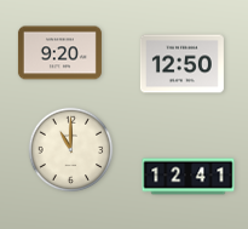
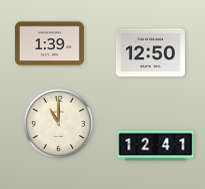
clock at (59, 53): 9:20 -> 1:39
